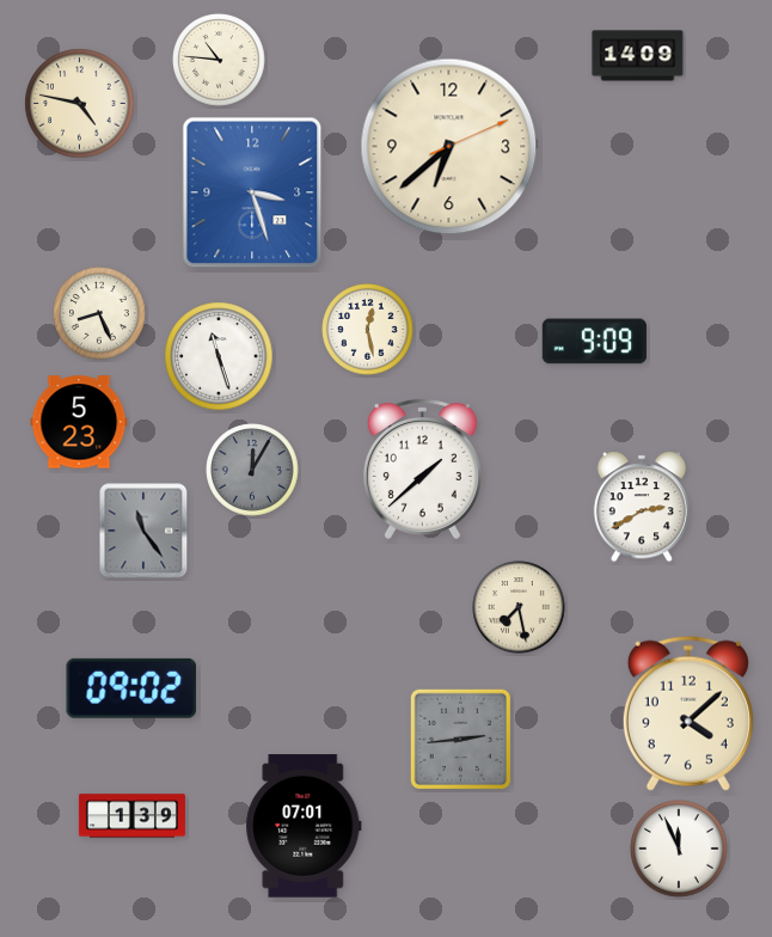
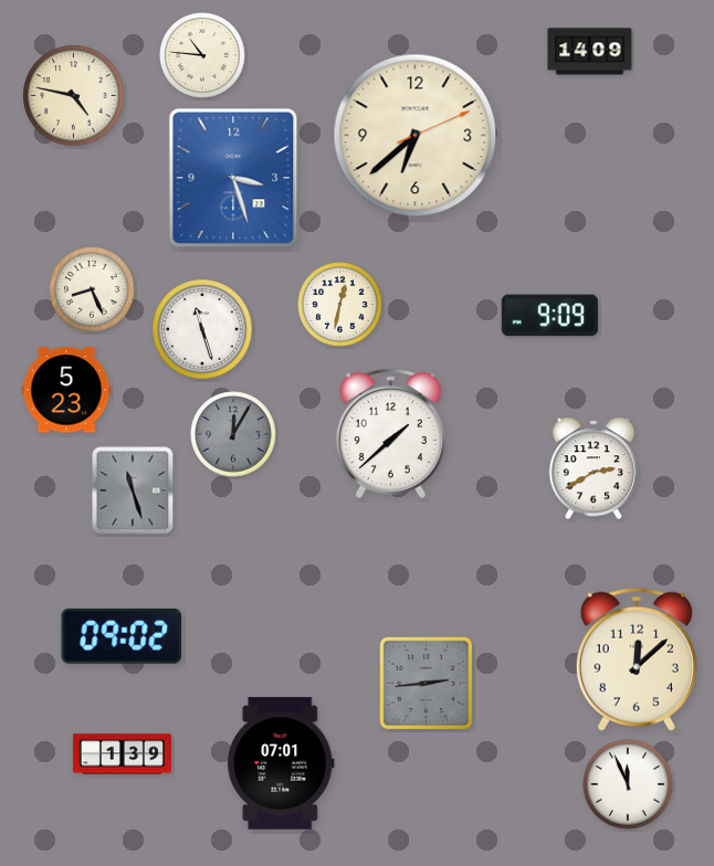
clock at (368, 330): 12:28 -> 12:32
clock at (79, 422) position: (79, 422) -> (66, 390)
clock at (143, 531): 11:24 -> 11:27
clock at (519, 607): 7:28 -> none
clock at (688, 714): 4:08 -> 12:08
